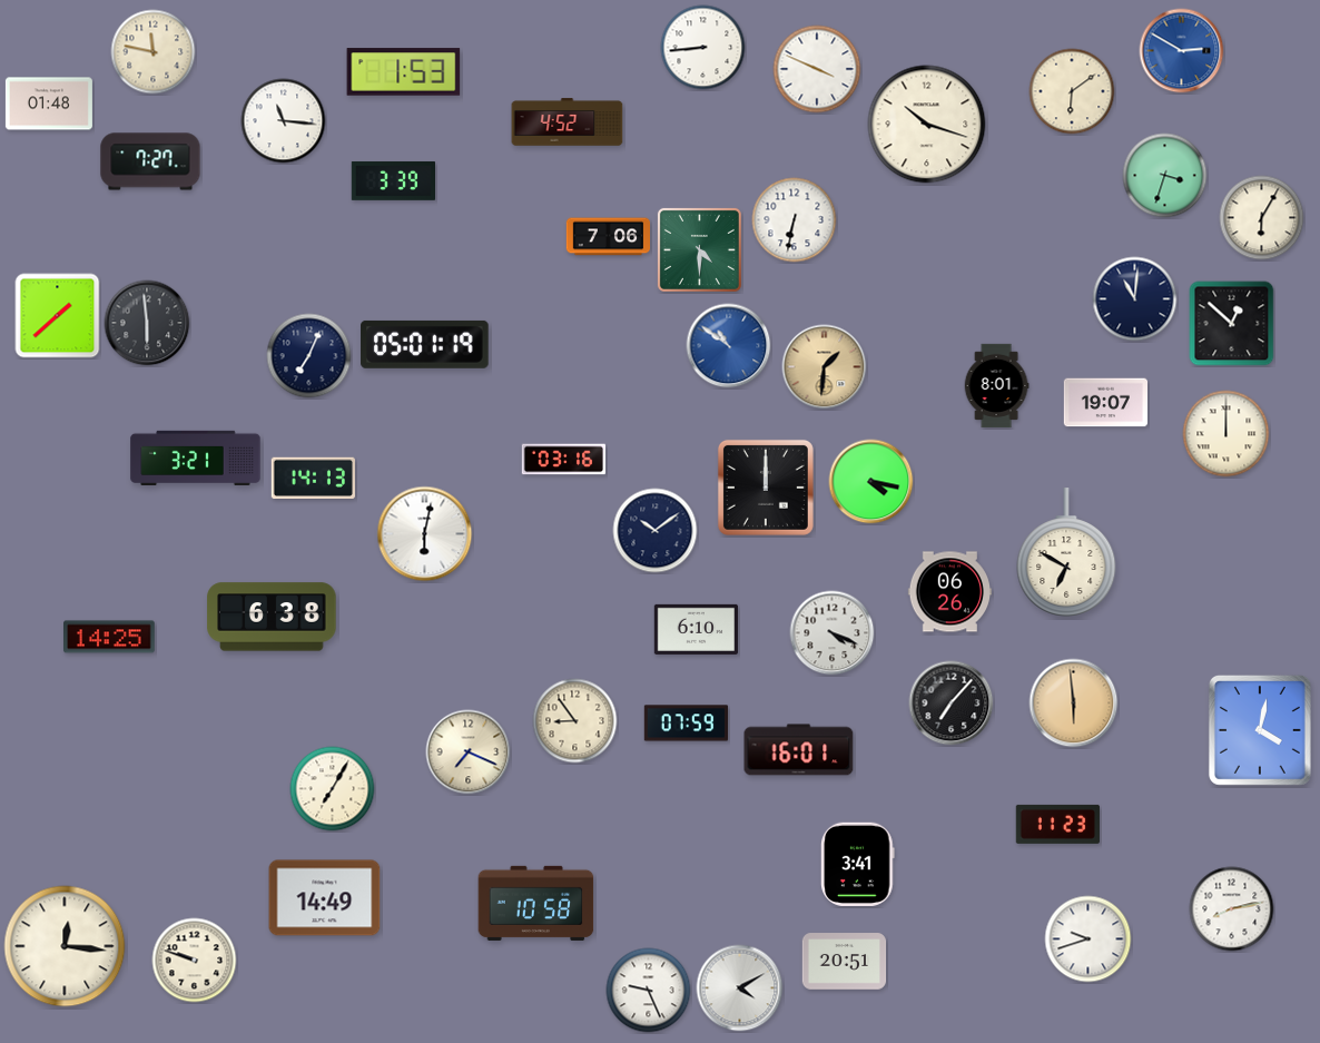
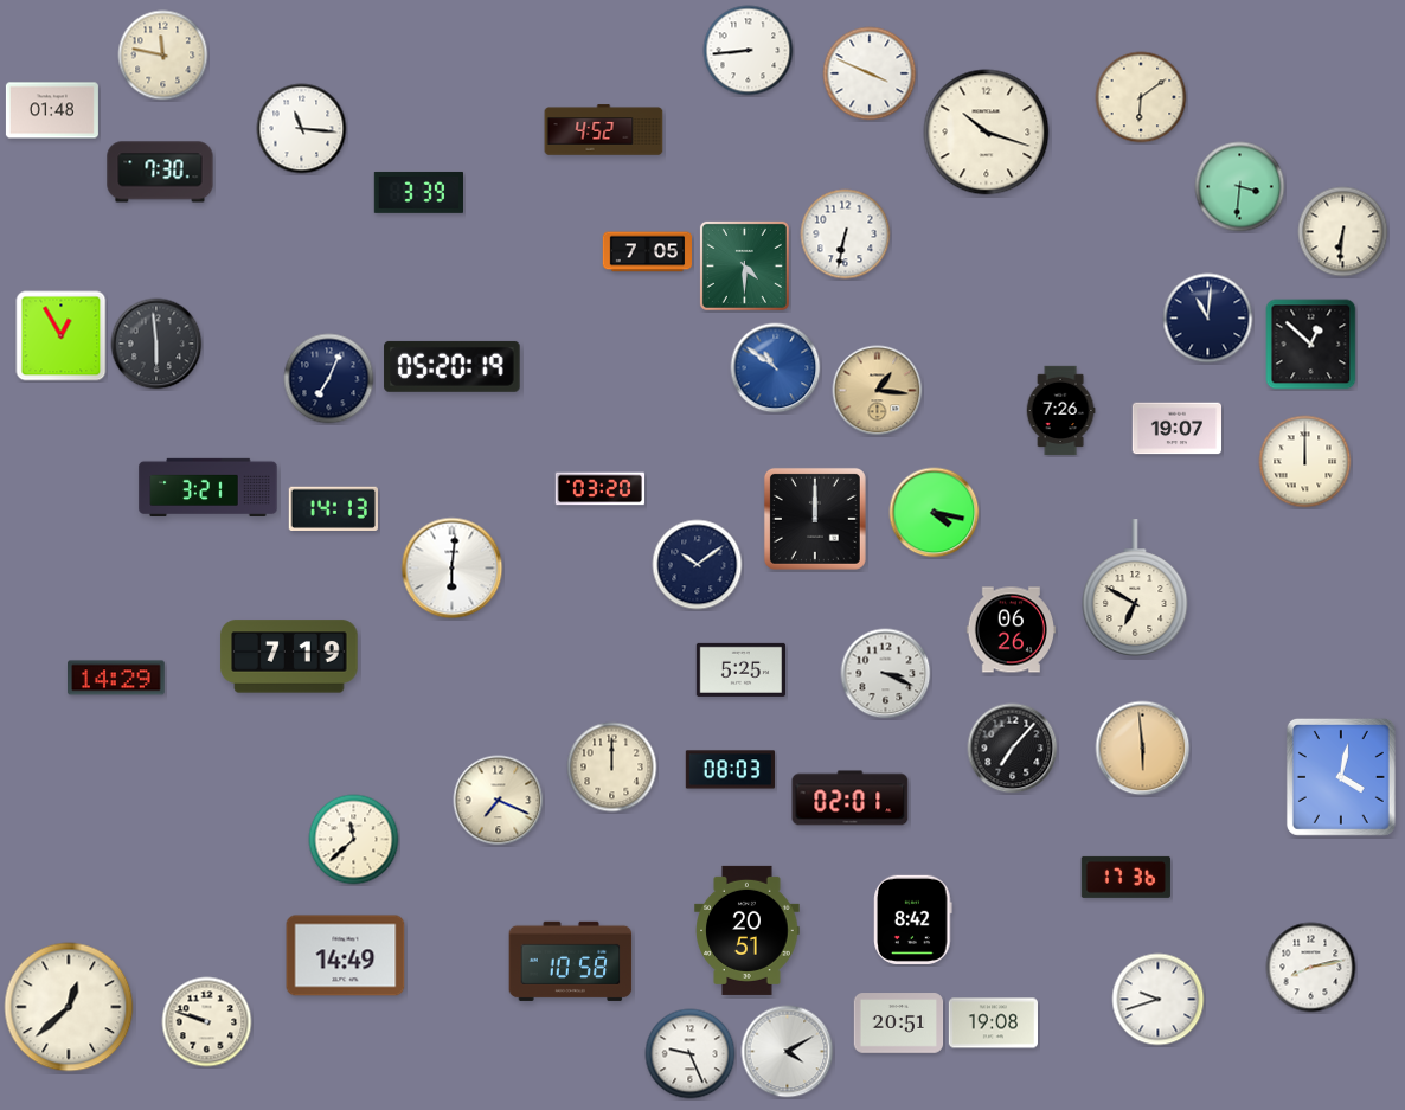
clock at (1182, 51): 2:50 -> none
clock at (404, 72): 1:53 -> none
clock at (150, 161): 7:27 -> 7:30
clock at (1165, 176): 3:33 -> 3:31
clock at (1262, 218): 6:05 -> 6:31
clock at (609, 237): 7:06 -> 7:05
clock at (58, 316): 1:38 -> 12:55
clock at (425, 344): 05:01 -> 05:20
clock at (825, 367): 1:31 -> 1:16
clock at (996, 386): 8:01 -> 7:26
clock at (564, 460): 03:16 -> 03:20
clock at (871, 482) position: (871, 482) -> (935, 513)
clock at (425, 534): 6:02 -> 6:01
clock at (272, 617): 6:38 -> 7:19
clock at (696, 629): 6:10 -> 5:25
clock at (833, 633): 4:19 -> 3:19
clock at (109, 637): 14:25 -> 14:29
clock at (575, 721): 8:54 -> 12:00
clock at (687, 724): 07:59 -> 08:03
clock at (799, 750): 16:01 -> 02:01
clock at (333, 789): 7:05 -> 11:38
clock at (1057, 824): 11:23 -> 17:36
clock at (858, 864): 3:41 -> 8:42
clock at (748, 930): none -> 20:51
clock at (65, 946): 12:16 -> 12:38
clock at (993, 1024): none -> 19:08
